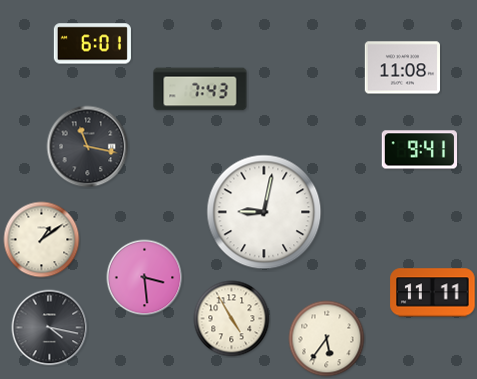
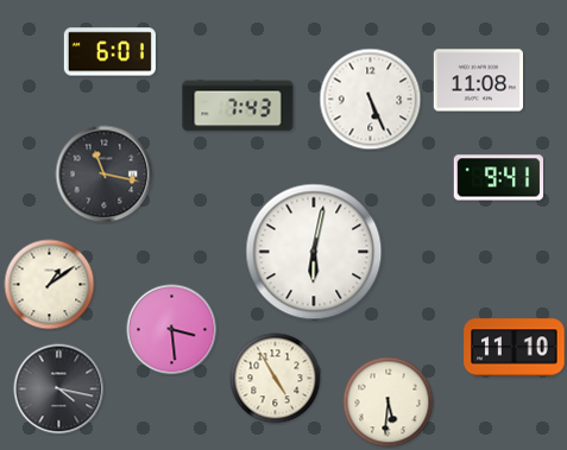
clock at (371, 100): none -> 5:26
clock at (264, 212): 9:02 -> 6:02
clock at (433, 293): 11:11 -> 11:10
clock at (327, 339): 5:36 -> 5:31
